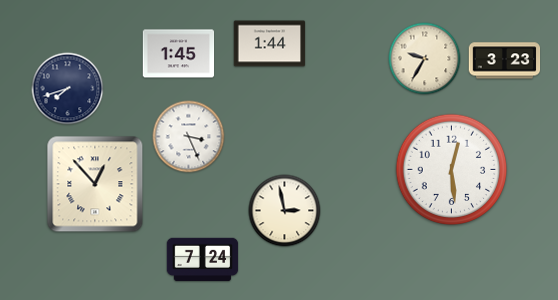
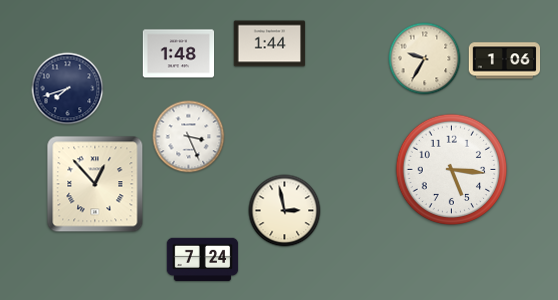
clock at (179, 54): 1:45 -> 1:48
clock at (505, 61): 3:23 -> 1:06
clock at (452, 170): 12:29 -> 5:16
